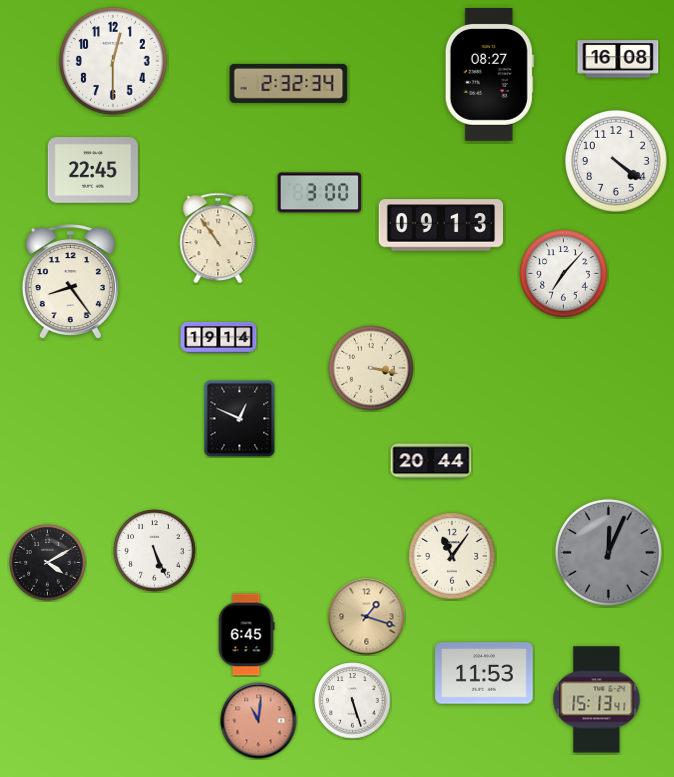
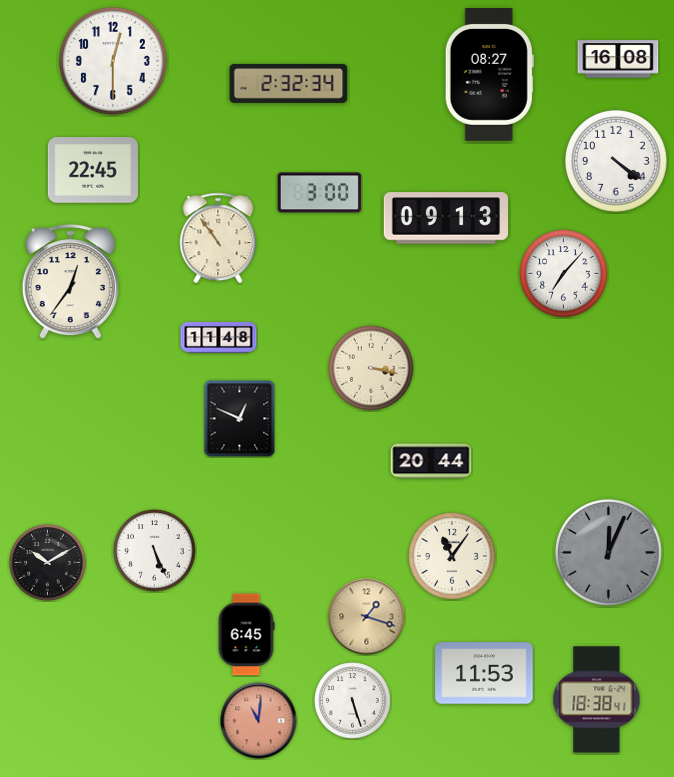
clock at (440, 225) position: (440, 225) -> (445, 218)
clock at (70, 281): 8:24 -> 12:36
clock at (219, 338): 19:14 -> 11:48
clock at (48, 563): 4:10 -> 10:10
clock at (597, 700): 15:13 -> 18:38
